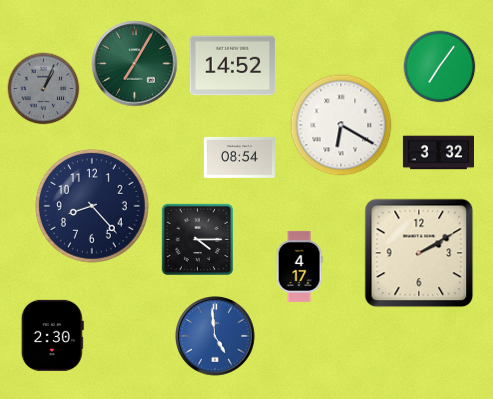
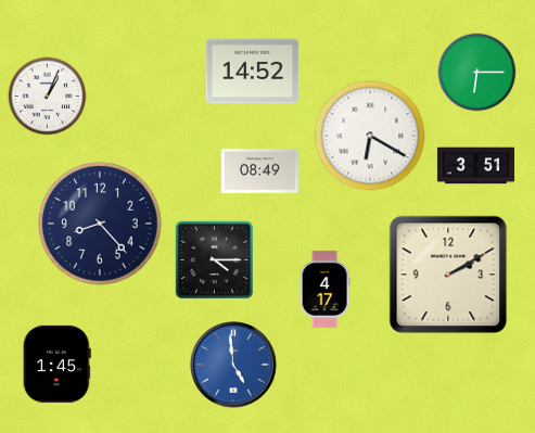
clock at (135, 64): 7:05 -> none
clock at (440, 67): 7:06 -> 6:15
clock at (44, 89) dial: grey -> white
clock at (438, 153): 3:32 -> 3:51
clock at (239, 158): 08:54 -> 08:49
clock at (419, 253) position: (419, 253) -> (448, 275)
clock at (52, 335): 2:30 -> 1:45
